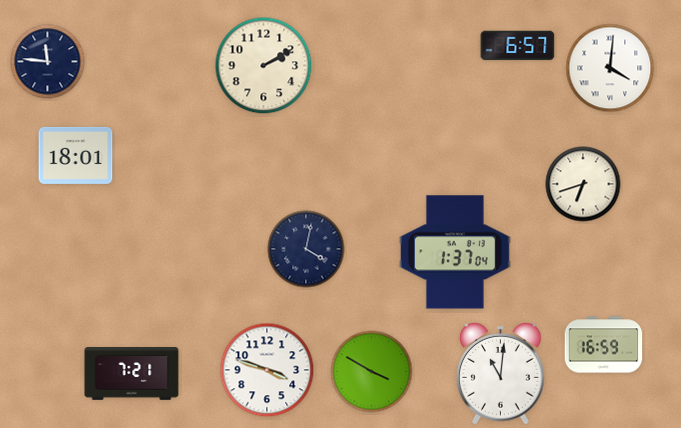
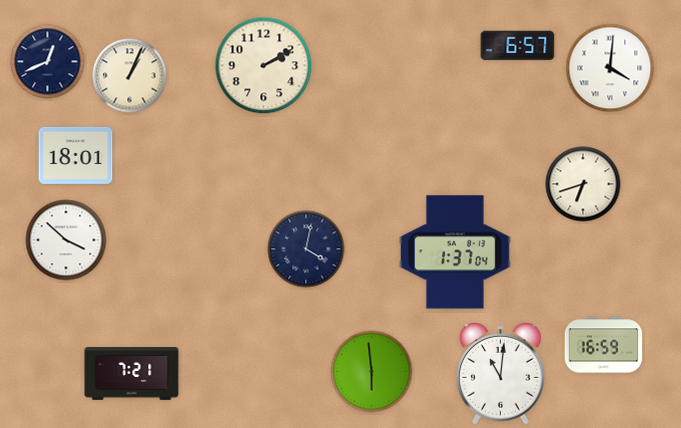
clock at (48, 62): 11:46 -> 12:41
clock at (130, 76): none -> 1:04
clock at (66, 240): none -> 3:52
clock at (267, 370): 3:48 -> none
clock at (372, 372): 3:50 -> 5:59
